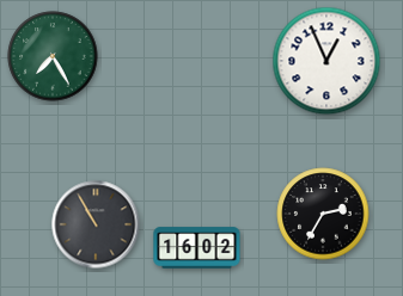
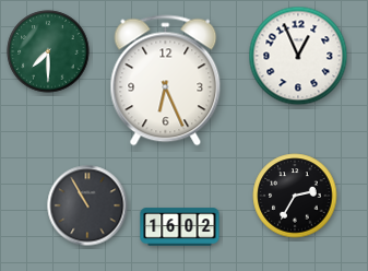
clock at (53, 56): 7:25 -> 7:30
clock at (166, 81): none -> 6:26
